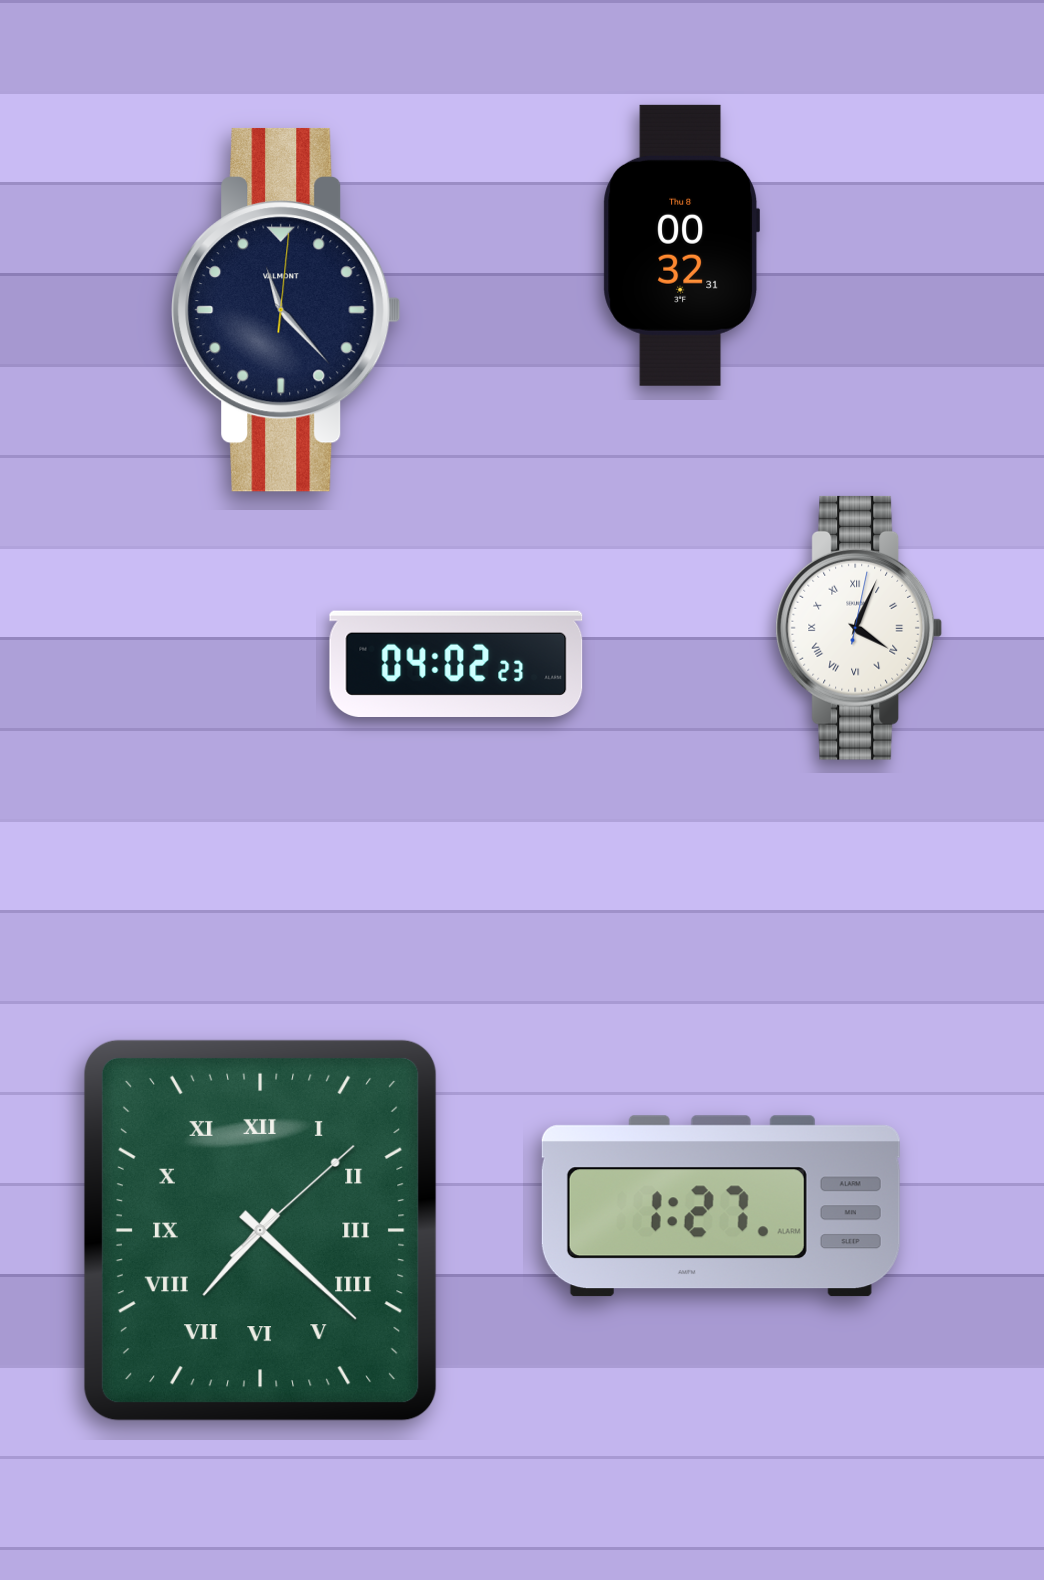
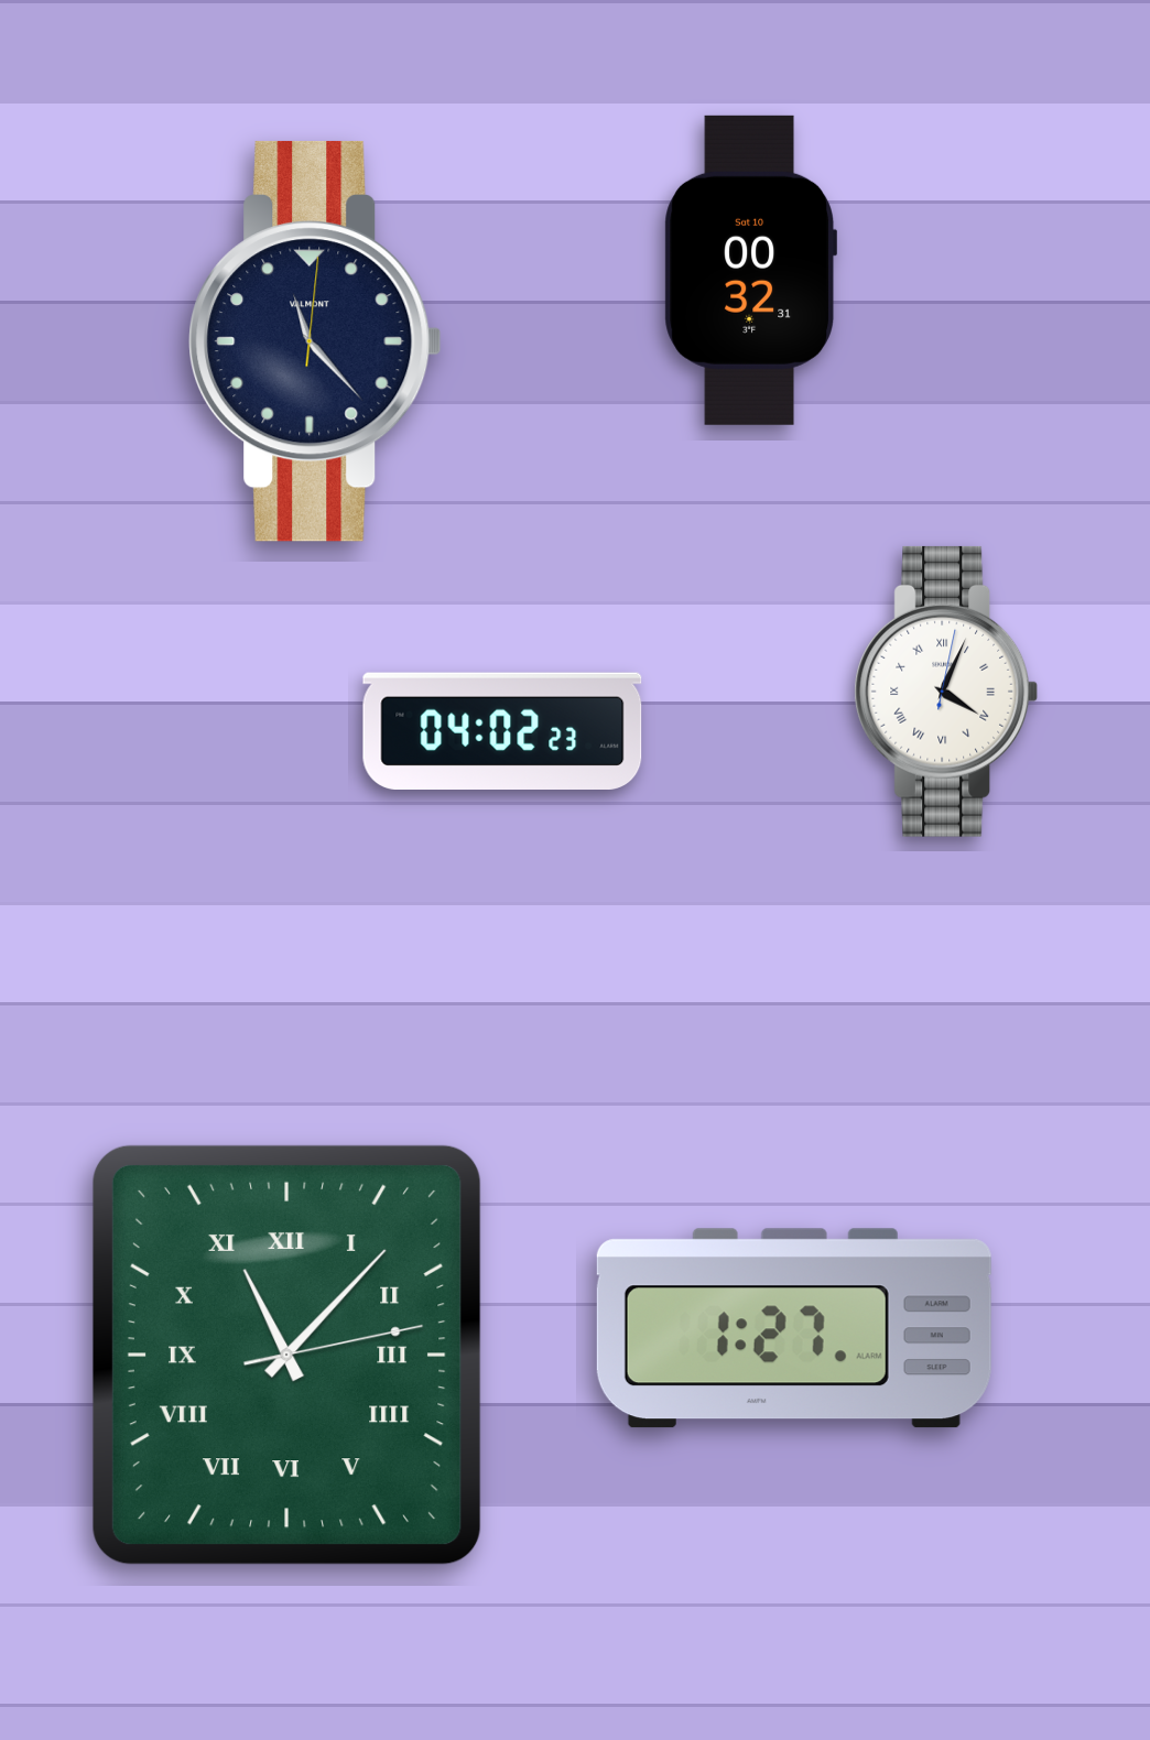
clock at (681, 245) date: Thu 8 -> Sat 10
clock at (260, 1230): 7:22 -> 11:07
